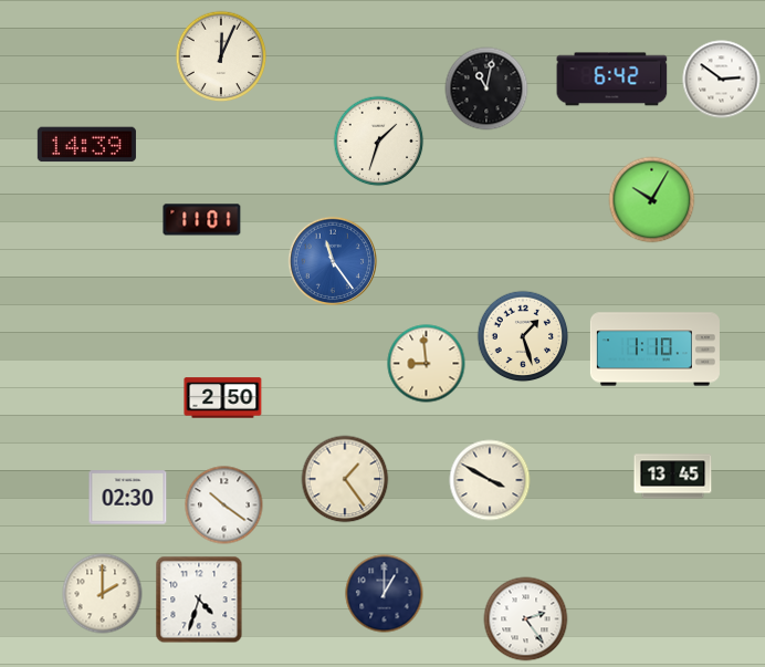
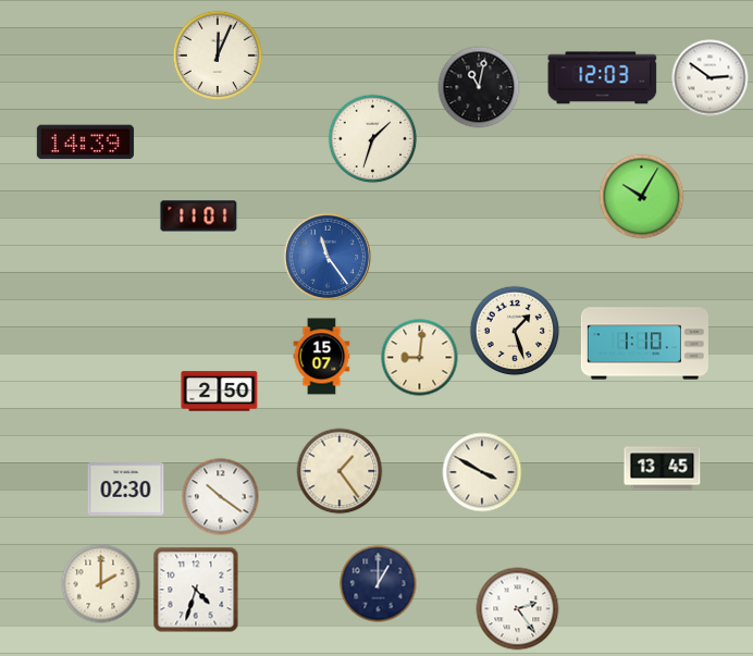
clock at (612, 80): 6:42 -> 12:03
clock at (322, 357): none -> 15:07
clock at (427, 364): 8:59 -> 9:01
